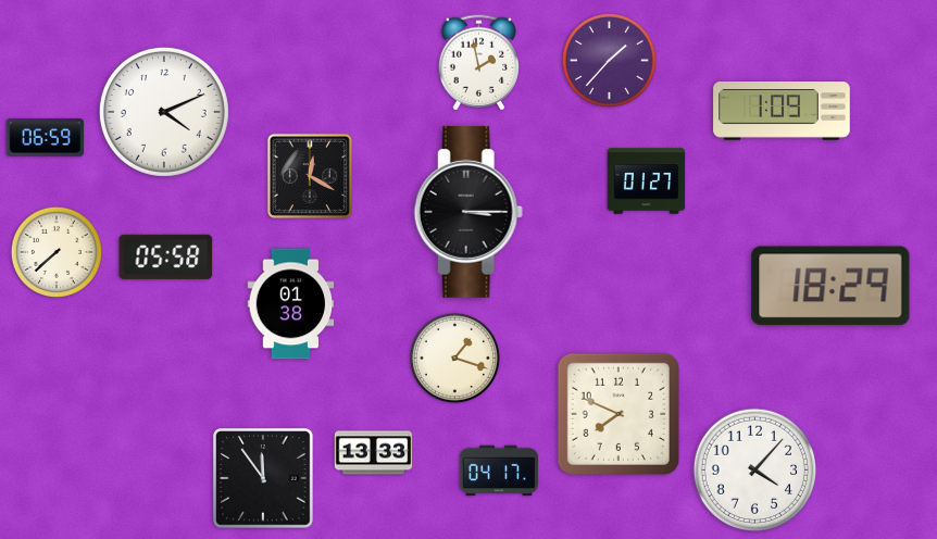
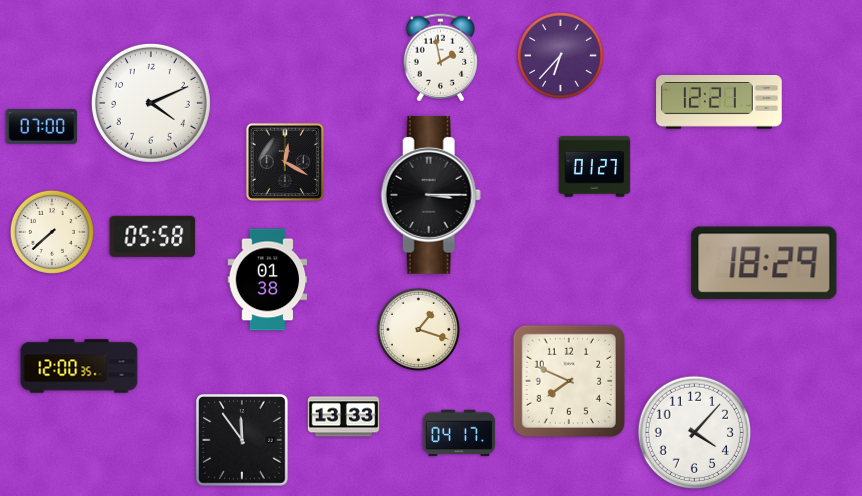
clock at (609, 60): 1:37 -> 6:37
clock at (782, 112): 1:09 -> 12:21
clock at (46, 138): 06:59 -> 07:00
clock at (79, 366): none -> 12:00
